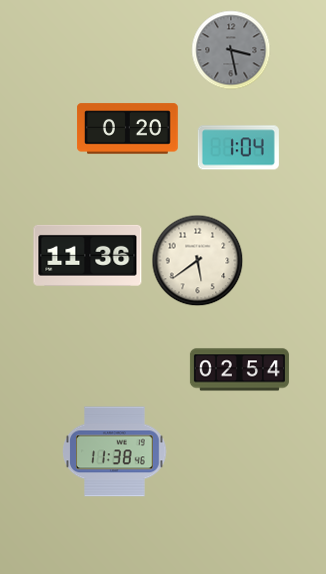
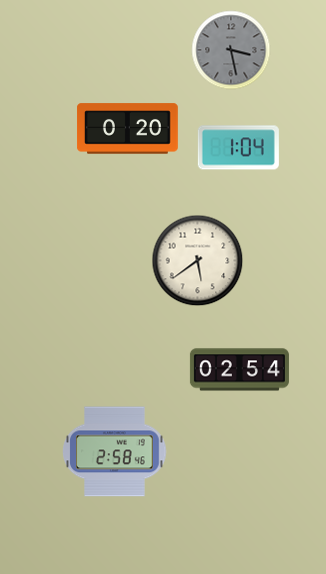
clock at (88, 255): 11:36 -> none
clock at (115, 452): 11:38 -> 2:58
